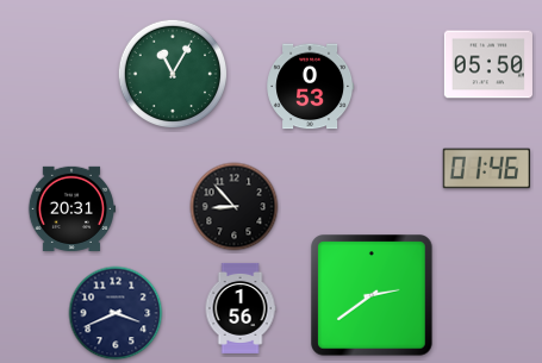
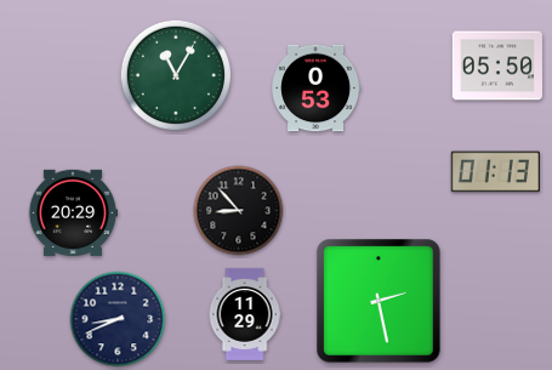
clock at (487, 169): 01:46 -> 01:13
clock at (71, 208): 20:31 -> 20:29
clock at (373, 296): 2:39 -> 2:28
clock at (241, 308): 1:56 -> 11:29
clock at (116, 313): 3:41 -> 8:41
